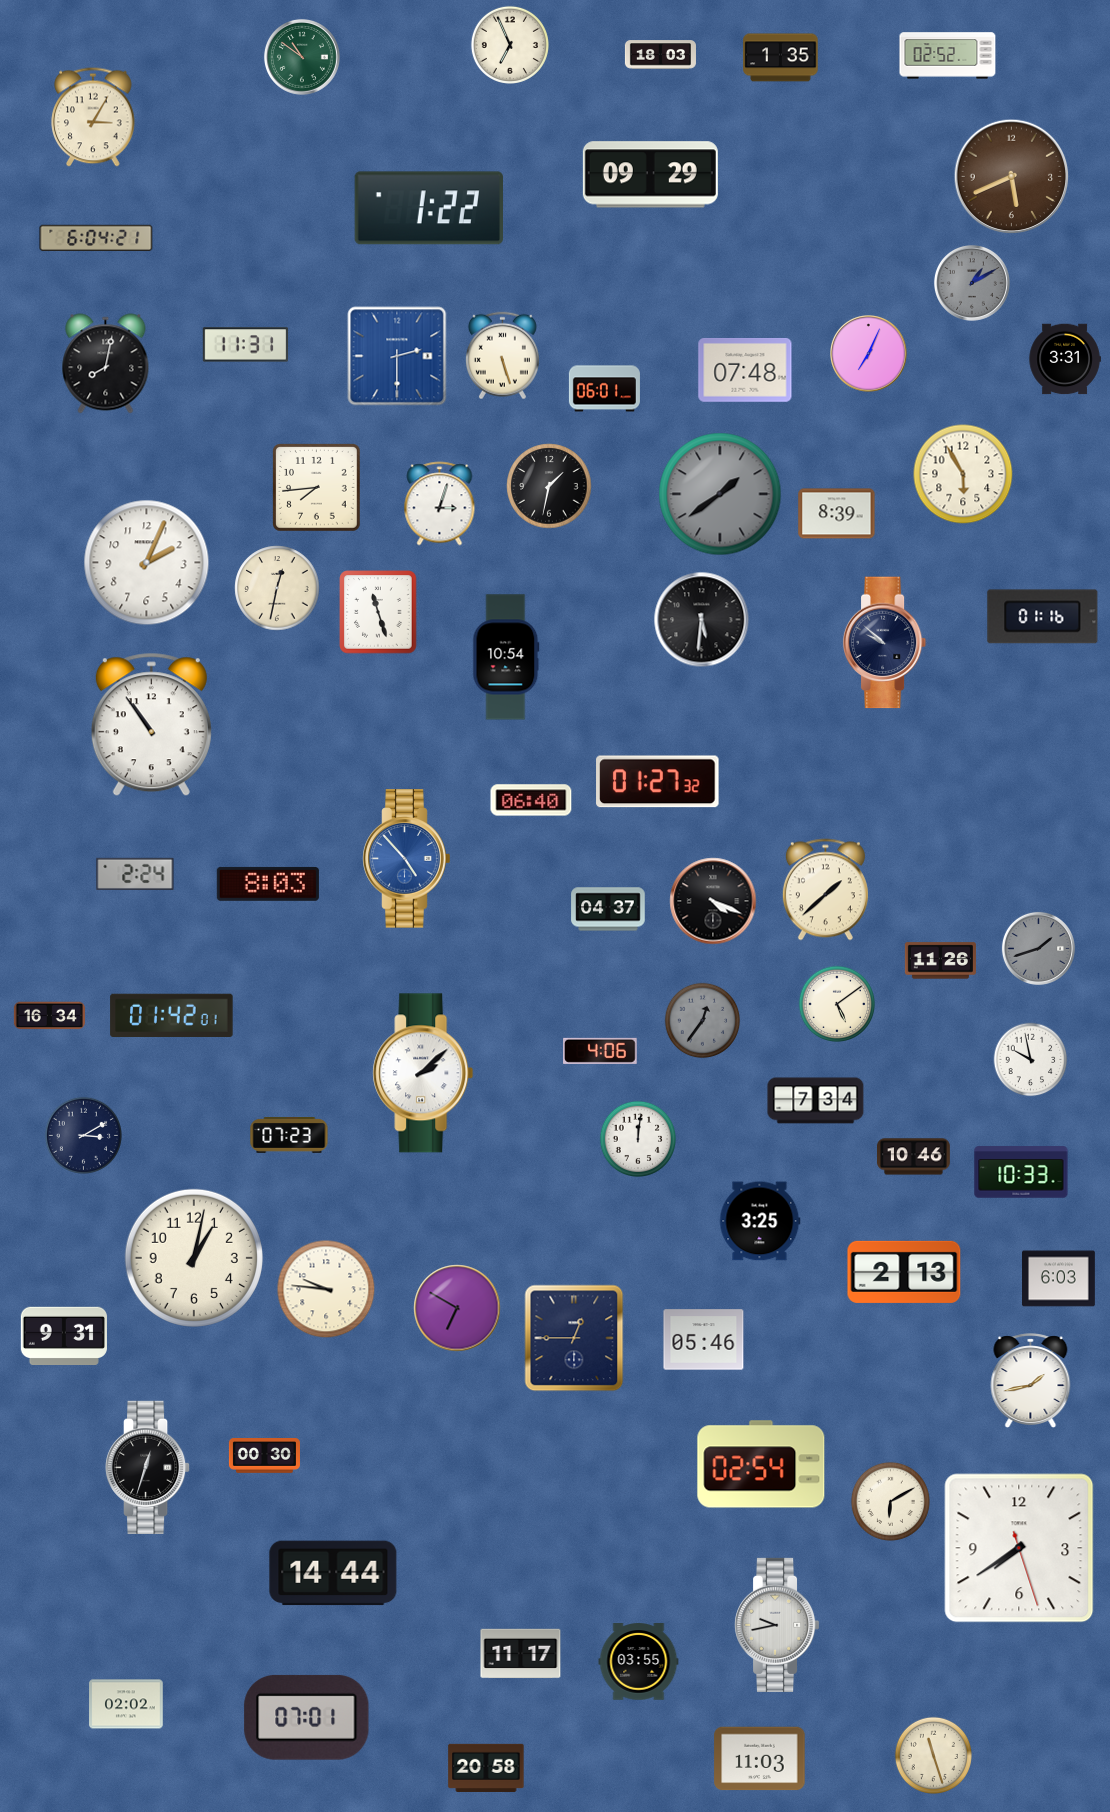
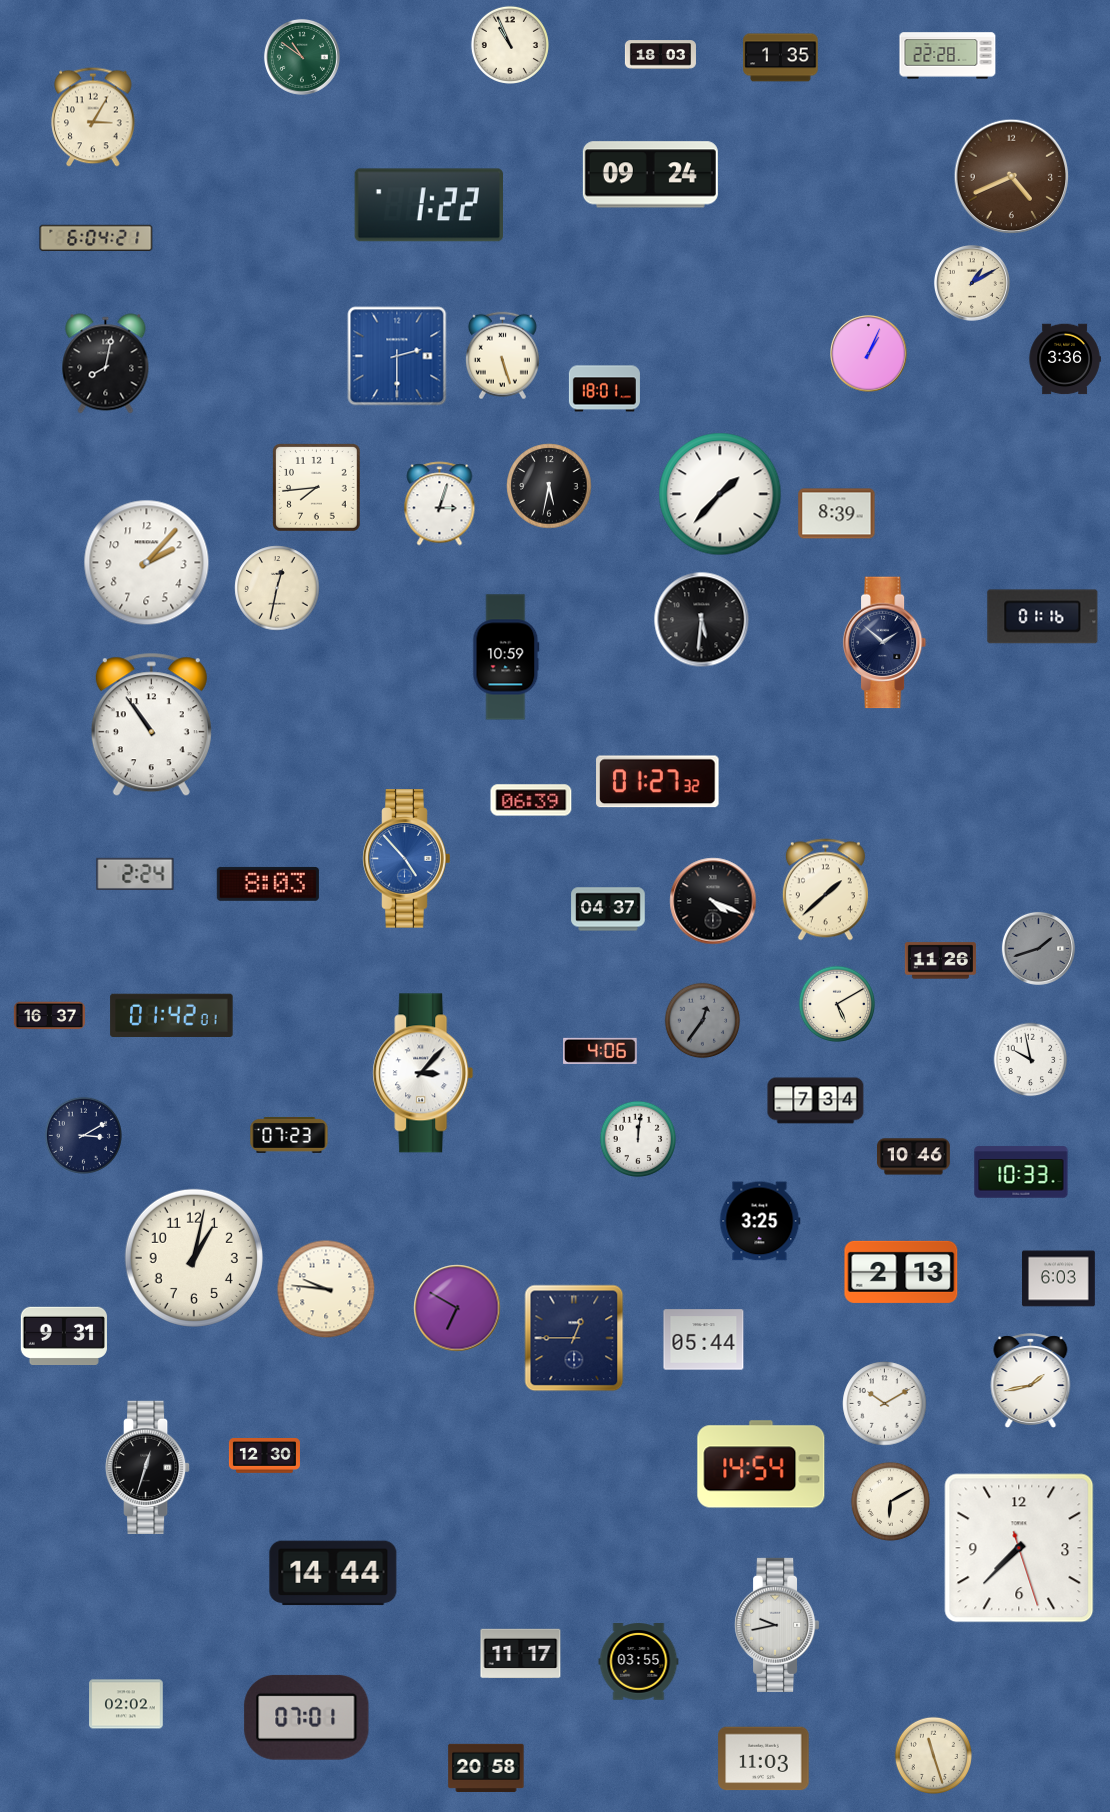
clock at (510, 45): 6:56 -> 10:56
clock at (948, 56): 02:52 -> 22:28
clock at (650, 175): 09:29 -> 09:24
clock at (1012, 177): 5:41 -> 4:41
clock at (428, 208) position: (428, 208) -> (428, 205)
clock at (972, 283) dial: grey -> cream
clock at (246, 345): 11:31 -> none
clock at (869, 354): 7:04 -> 1:04
clock at (1065, 359): 3:31 -> 3:36
clock at (745, 371): 07:48 -> none
clock at (604, 389): 06:01 -> 18:01
clock at (963, 474): 5:55 -> none
clock at (549, 486): 1:32 -> 5:32
clock at (720, 494): 1:39 -> 1:37
clock at (720, 494) dial: grey -> white
clock at (147, 563): 2:04 -> 2:07
clock at (378, 612): 11:27 -> none
clock at (885, 643): 9:52 -> 1:52
clock at (506, 657): 10:54 -> 10:59
clock at (531, 800): 06:40 -> 06:39
clock at (837, 1004): 5:09 -> 5:10
clock at (49, 1016): 16:34 -> 16:37
clock at (423, 1073): 2:08 -> 3:07
clock at (904, 1272) position: (904, 1272) -> (901, 1272)
clock at (704, 1340): 05:46 -> 05:44
clock at (885, 1404): none -> 10:10
clock at (264, 1456): 00:30 -> 12:30
clock at (761, 1464): 02:54 -> 14:54
clock at (1019, 1548): 7:39 -> 7:37
clock at (760, 1759) position: (760, 1759) -> (764, 1759)
